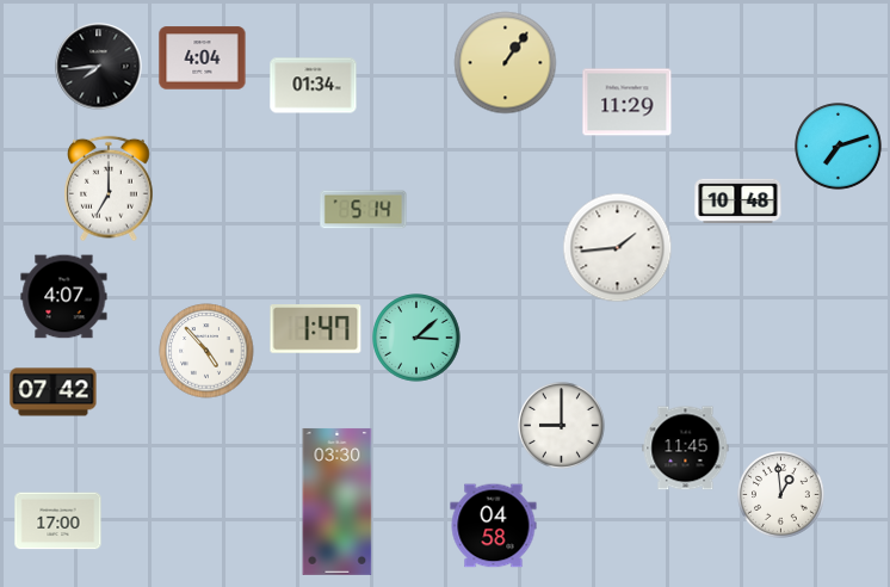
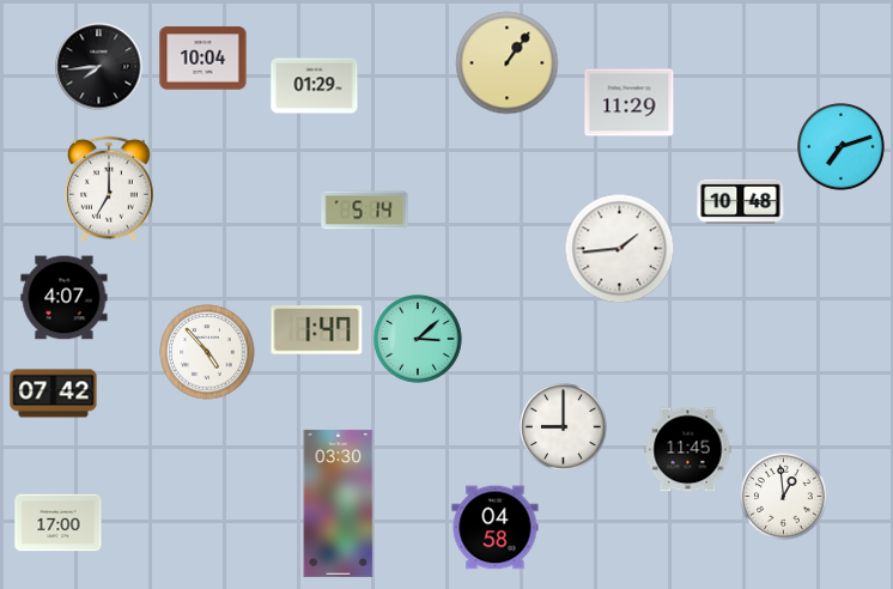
clock at (203, 58): 4:04 -> 10:04
clock at (314, 86): 01:34 -> 01:29
